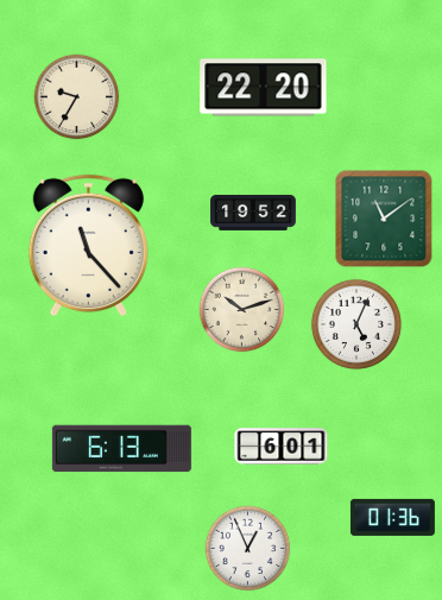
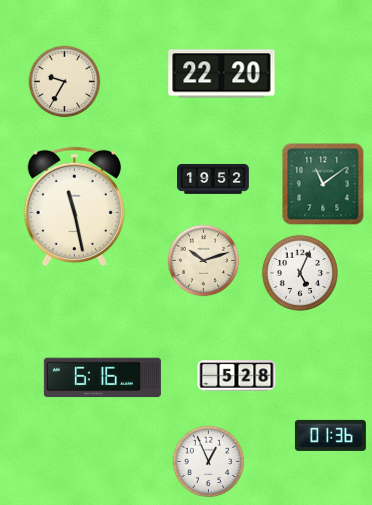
clock at (88, 246): 11:23 -> 11:28
clock at (282, 447): 6:01 -> 5:28
clock at (121, 449): 6:13 -> 6:16
